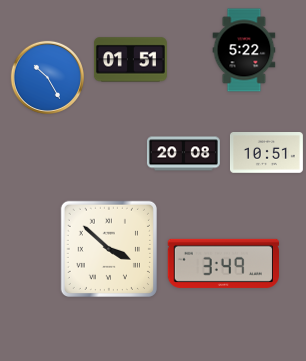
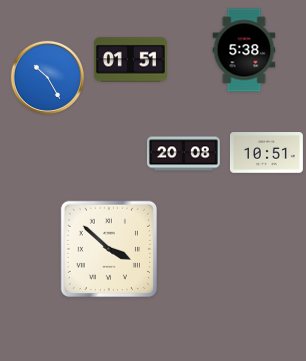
clock at (244, 50): 5:22 -> 5:38
clock at (223, 263): 3:49 -> none
